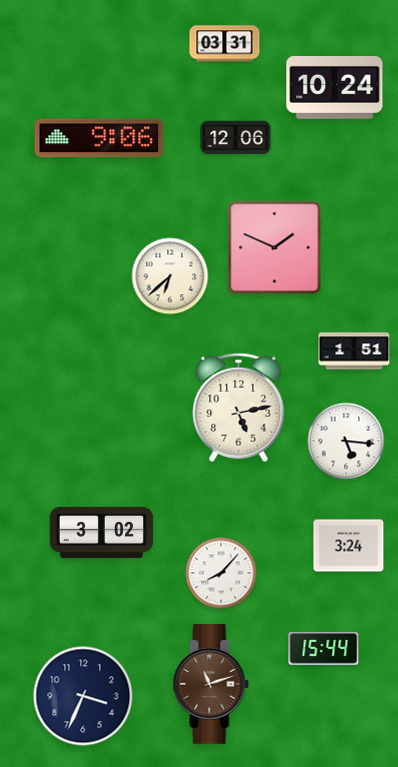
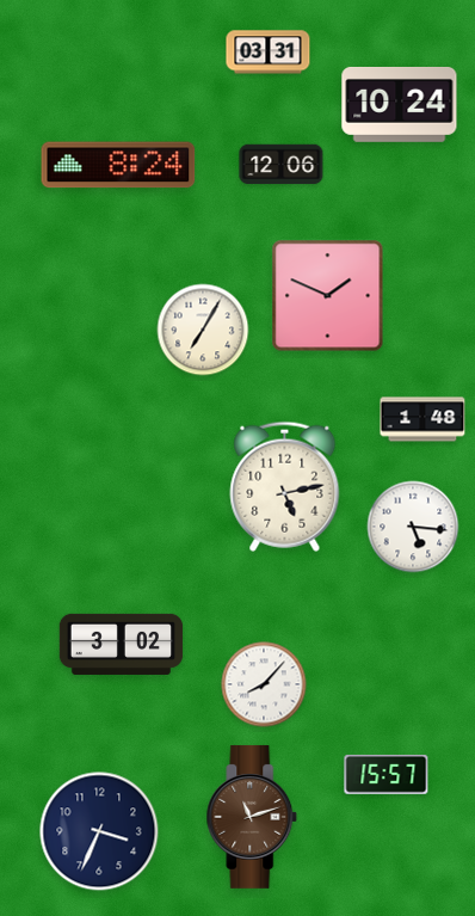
clock at (99, 138): 9:06 -> 8:24
clock at (170, 276): 6:38 -> 7:05
clock at (354, 351): 1:51 -> 1:48
clock at (102, 532) position: (102, 532) -> (122, 644)
clock at (349, 546): 3:24 -> none
clock at (324, 648): 15:44 -> 15:57
